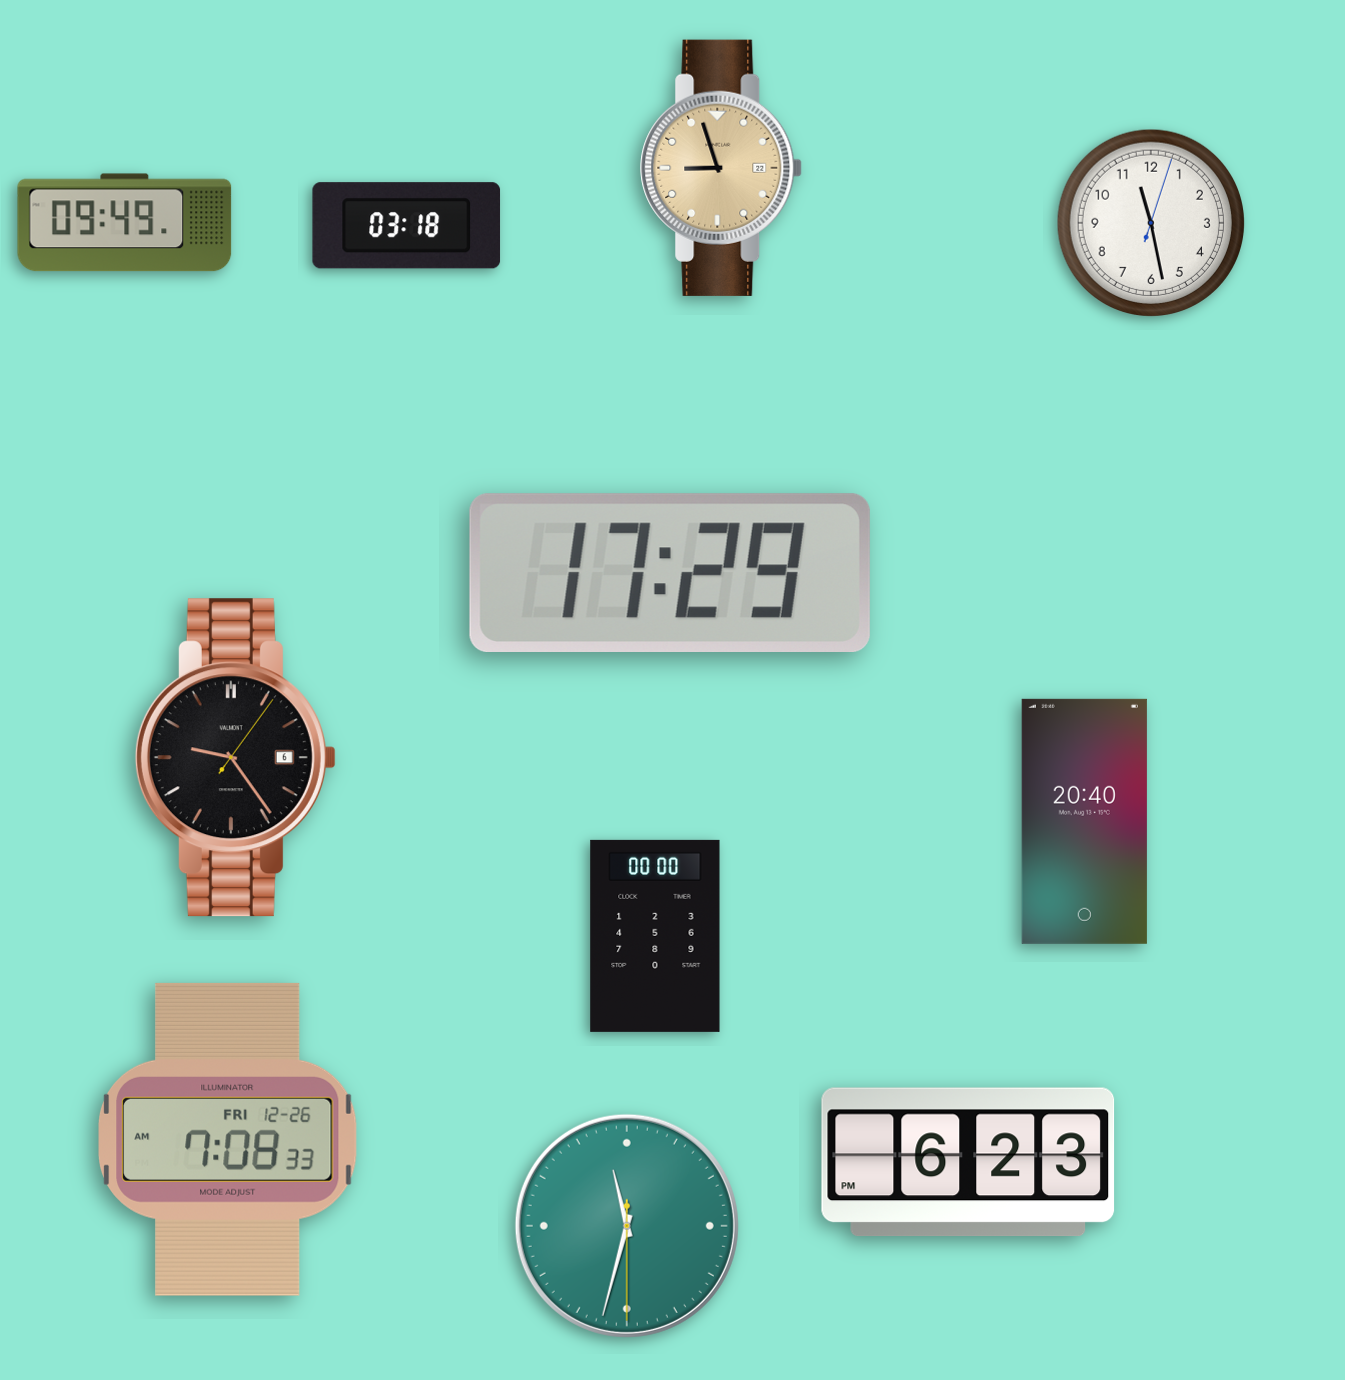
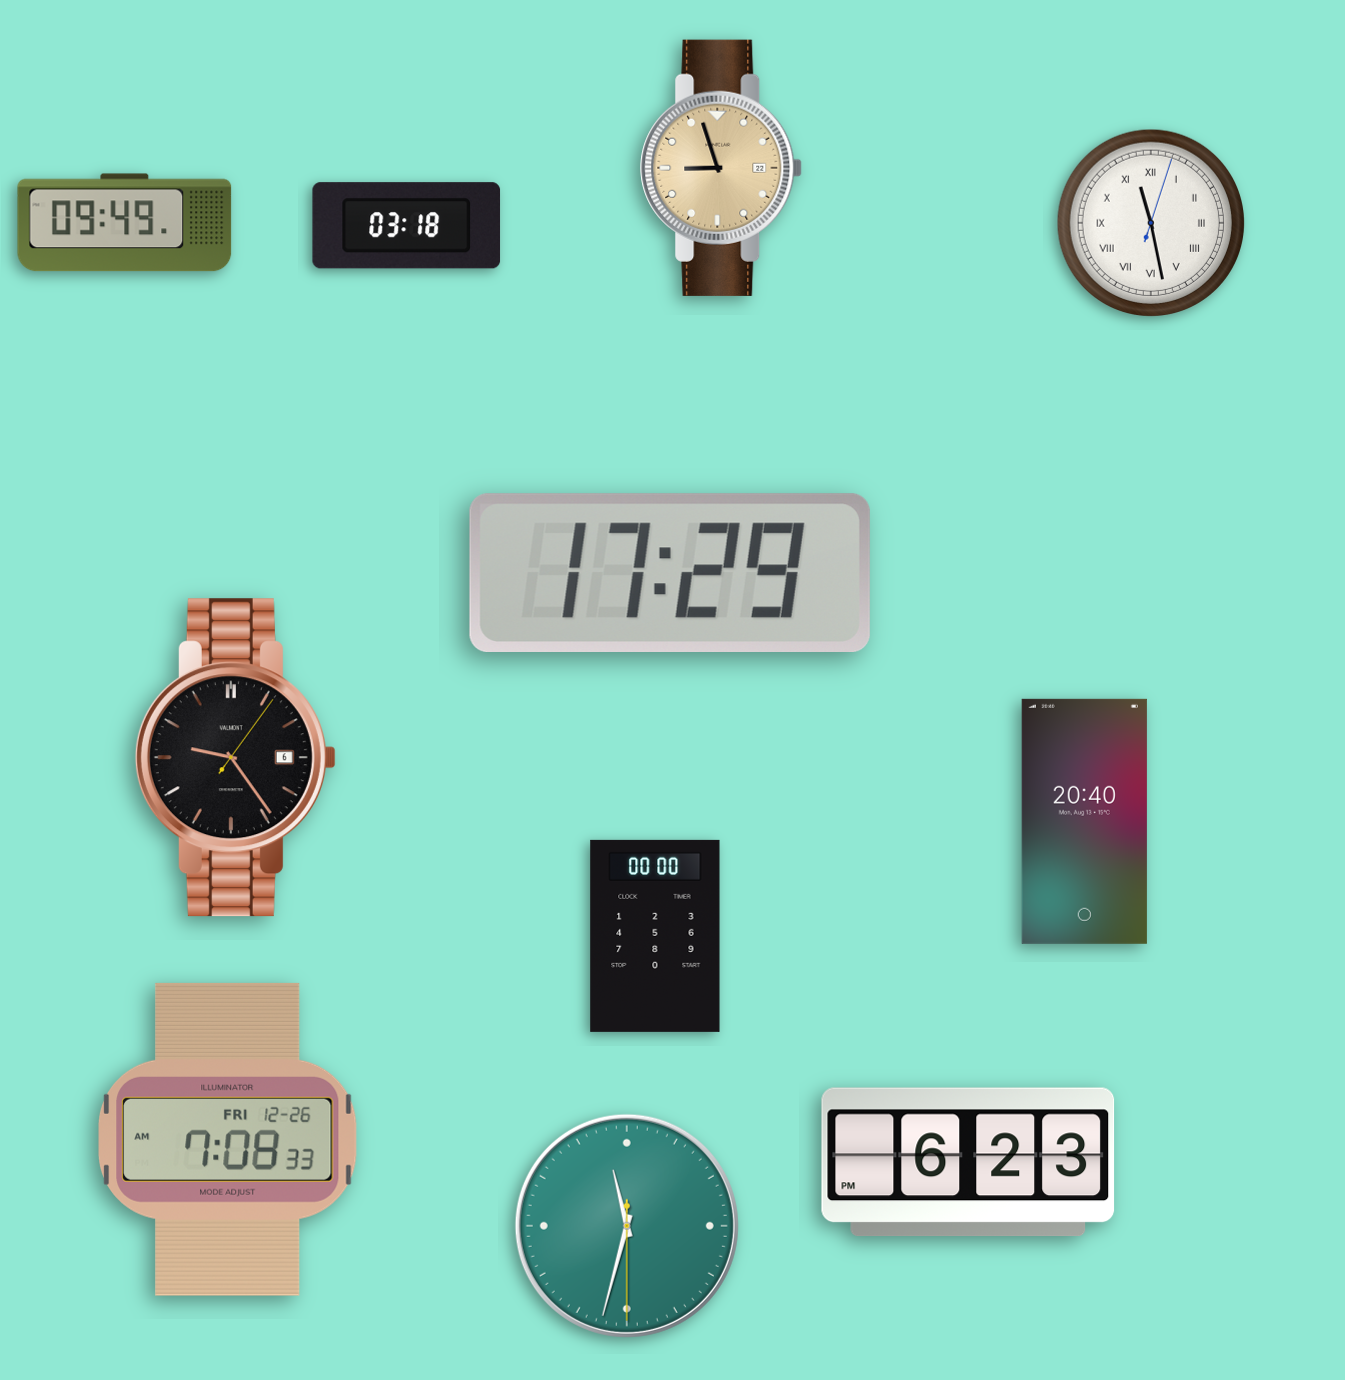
clock at (1151, 223) numerals: Arabic -> Roman
